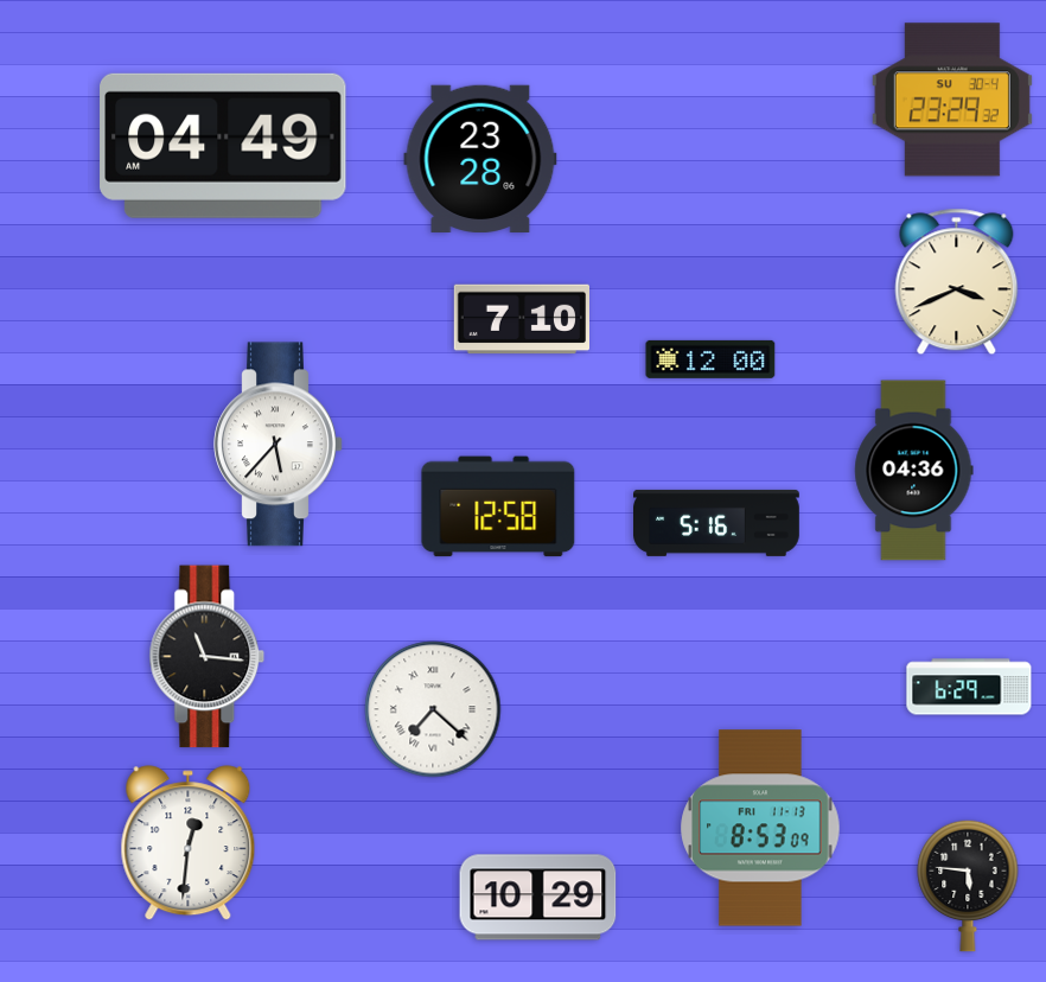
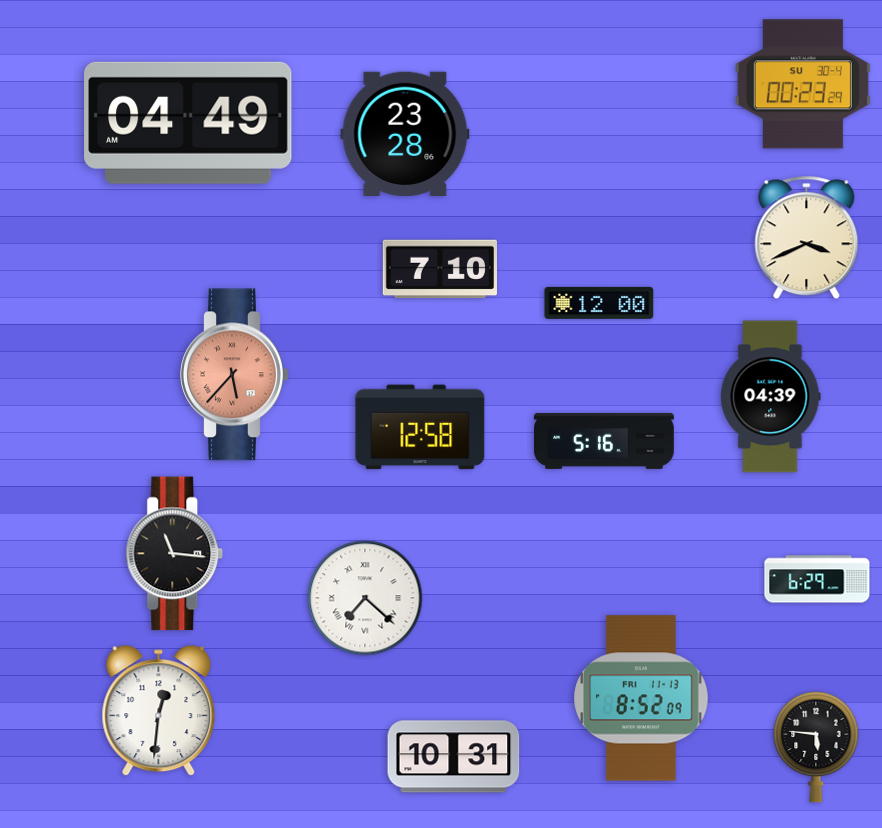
clock at (952, 100): 23:29 -> 00:23
clock at (279, 445) dial: white -> salmon
clock at (914, 471): 04:36 -> 04:39
clock at (760, 828): 8:53 -> 8:52
clock at (538, 898): 10:29 -> 10:31
